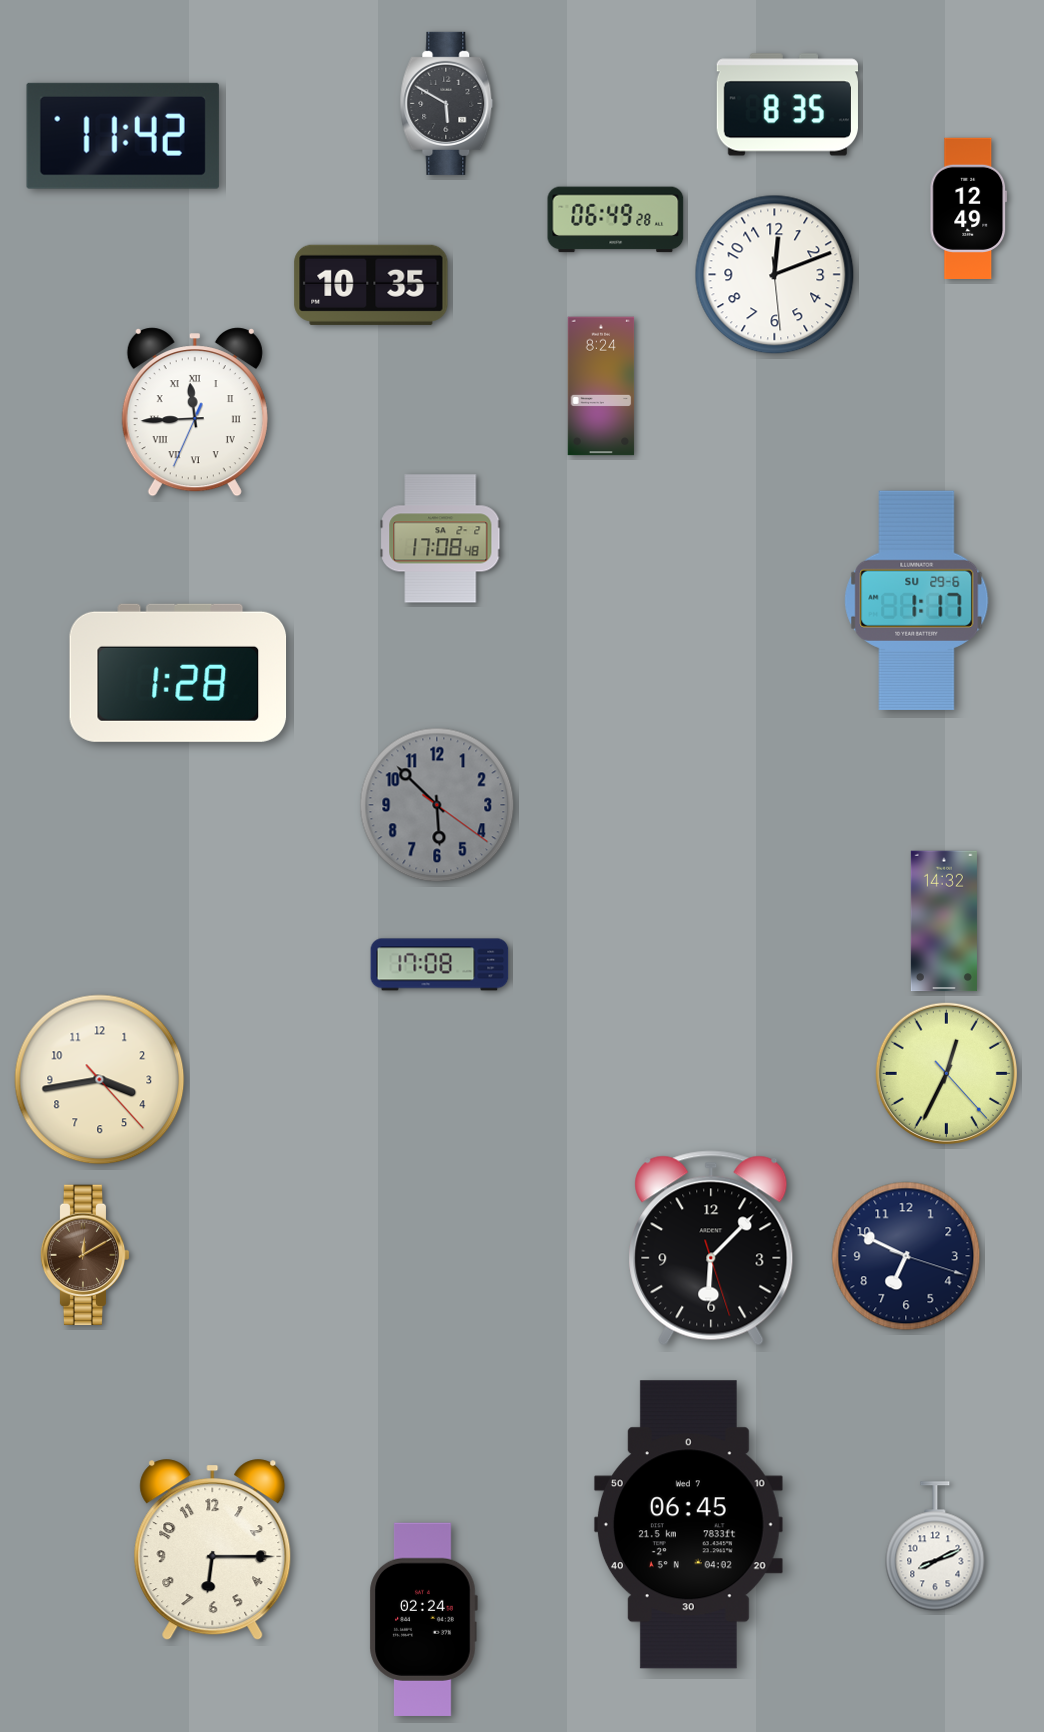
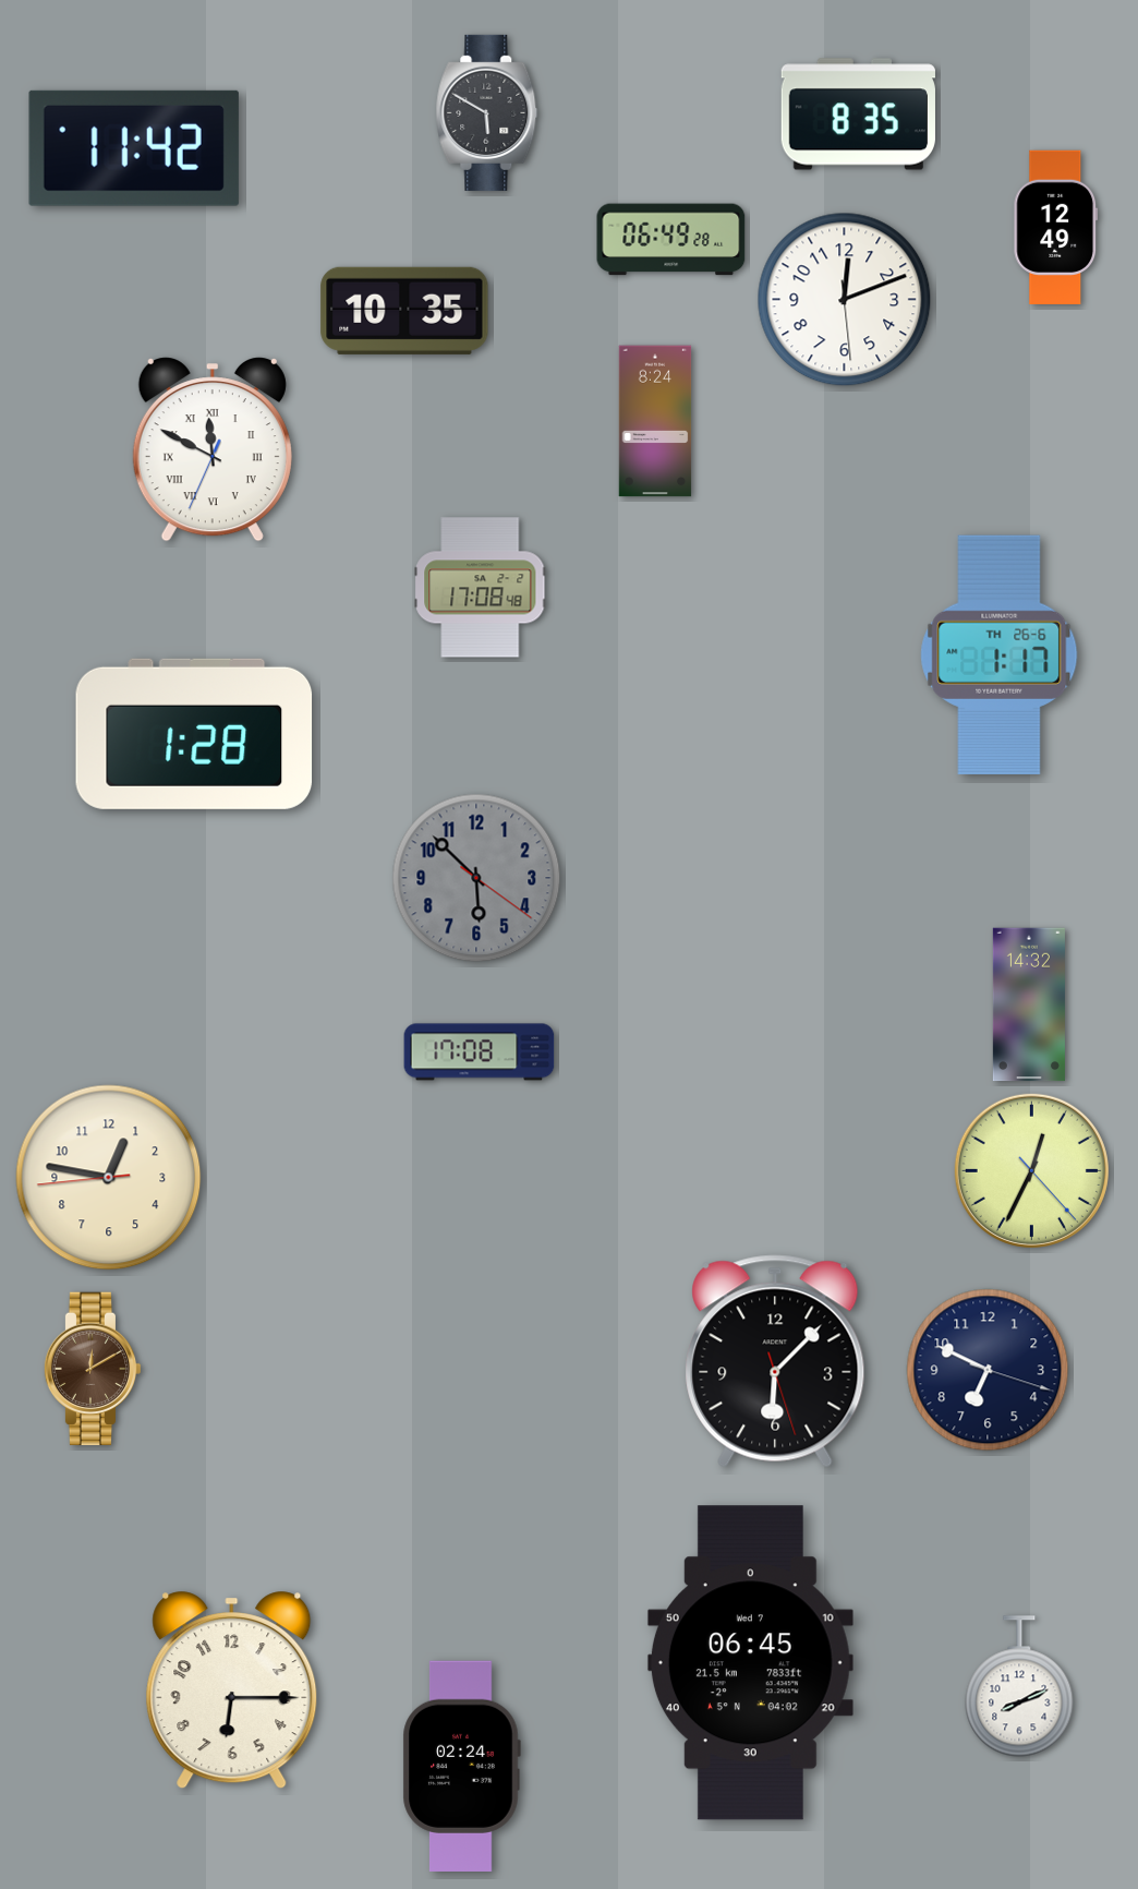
clock at (195, 412): 11:44 -> 11:49
clock at (917, 600) date: SU 29-6 -> TH 26-6
clock at (100, 1080): 3:43 -> 12:46
